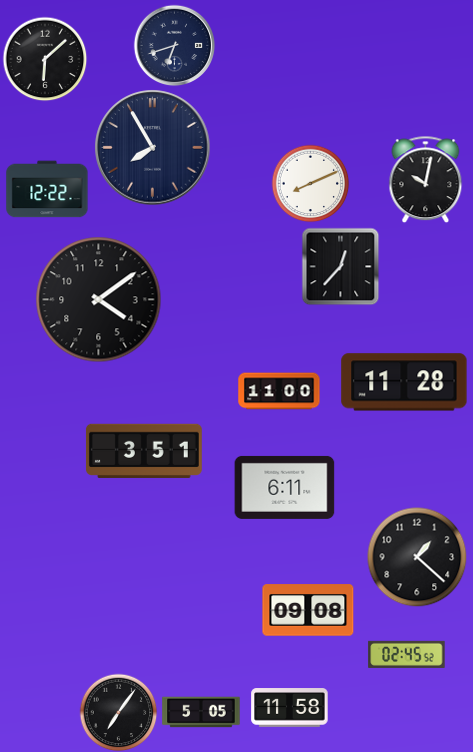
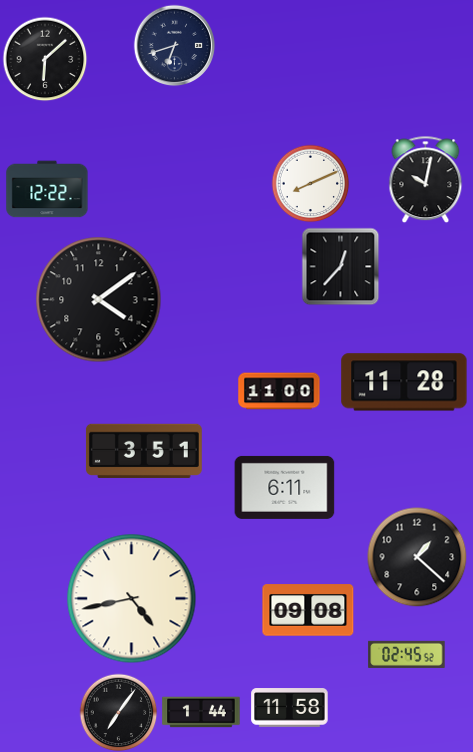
clock at (153, 148): 7:55 -> none
clock at (132, 599): none -> 4:43
clock at (201, 712): 5:05 -> 1:44
